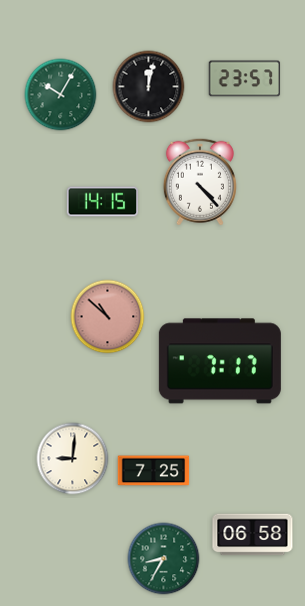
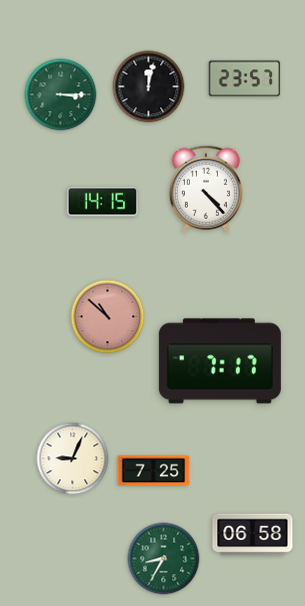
clock at (61, 95): 10:05 -> 3:15
clock at (200, 182) position: (200, 182) -> (206, 189)
clock at (73, 459): 9:01 -> 9:04
